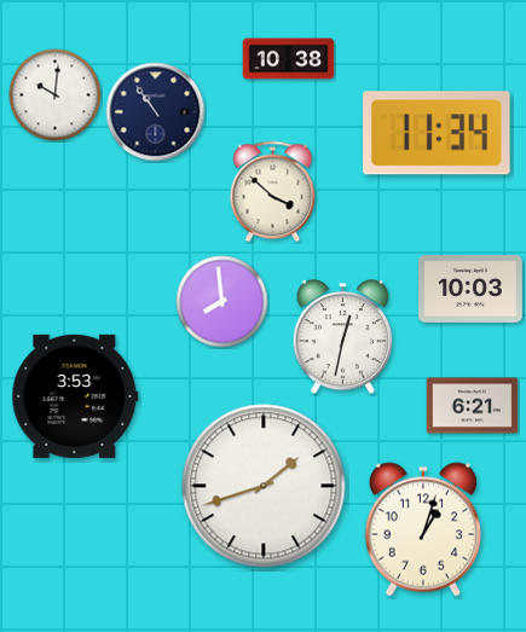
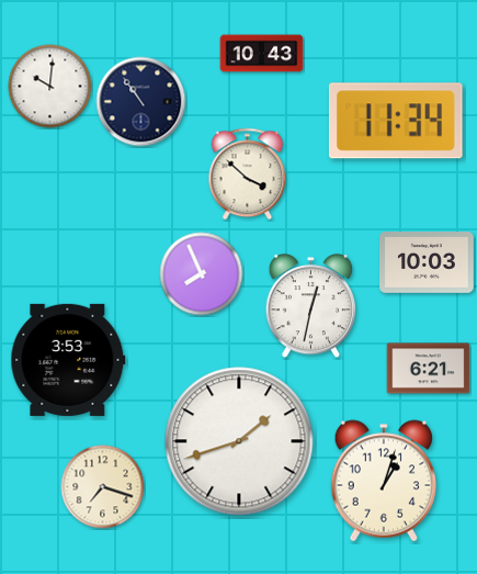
clock at (289, 59): 10:38 -> 10:43
clock at (222, 302): 7:59 -> 7:56
clock at (103, 487): none -> 7:18
